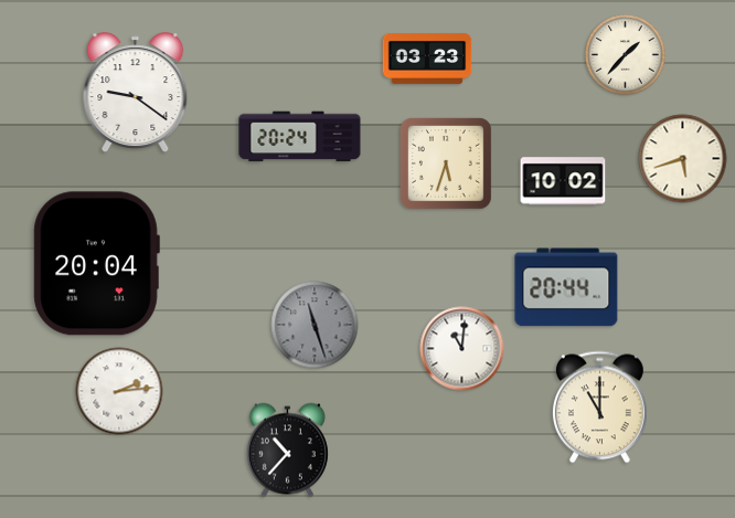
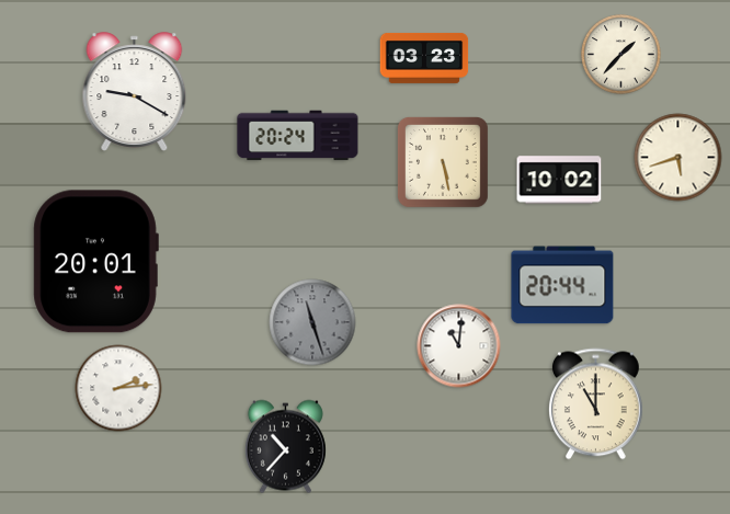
clock at (136, 93): 9:21 -> 9:20
clock at (446, 163): 5:33 -> 5:28
clock at (96, 264): 20:04 -> 20:01
